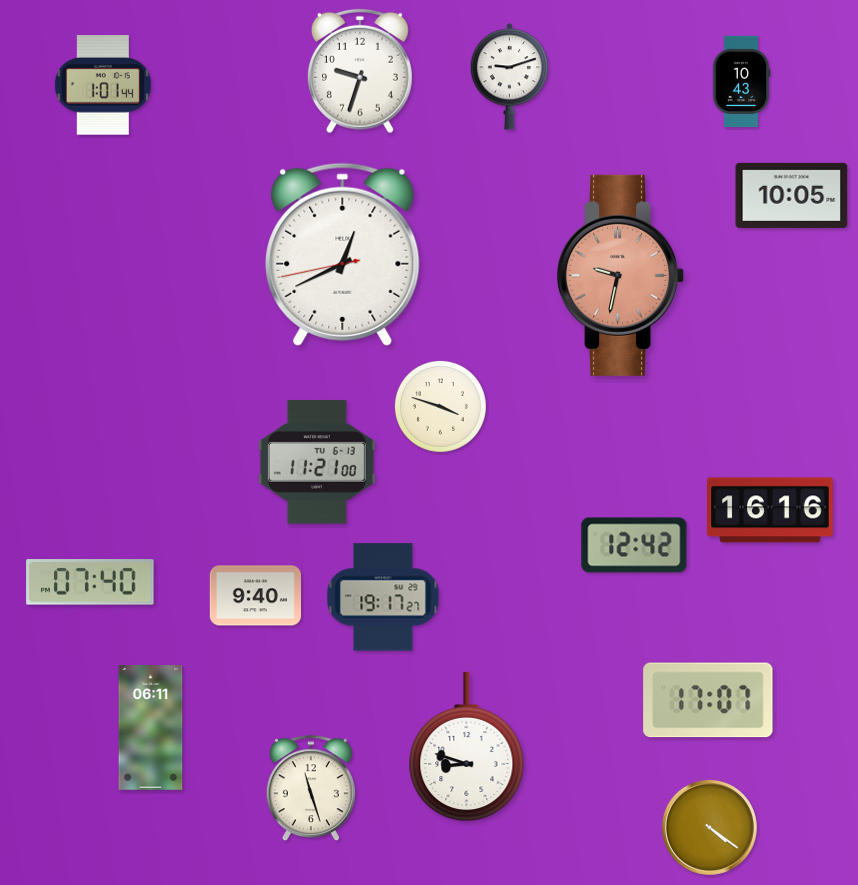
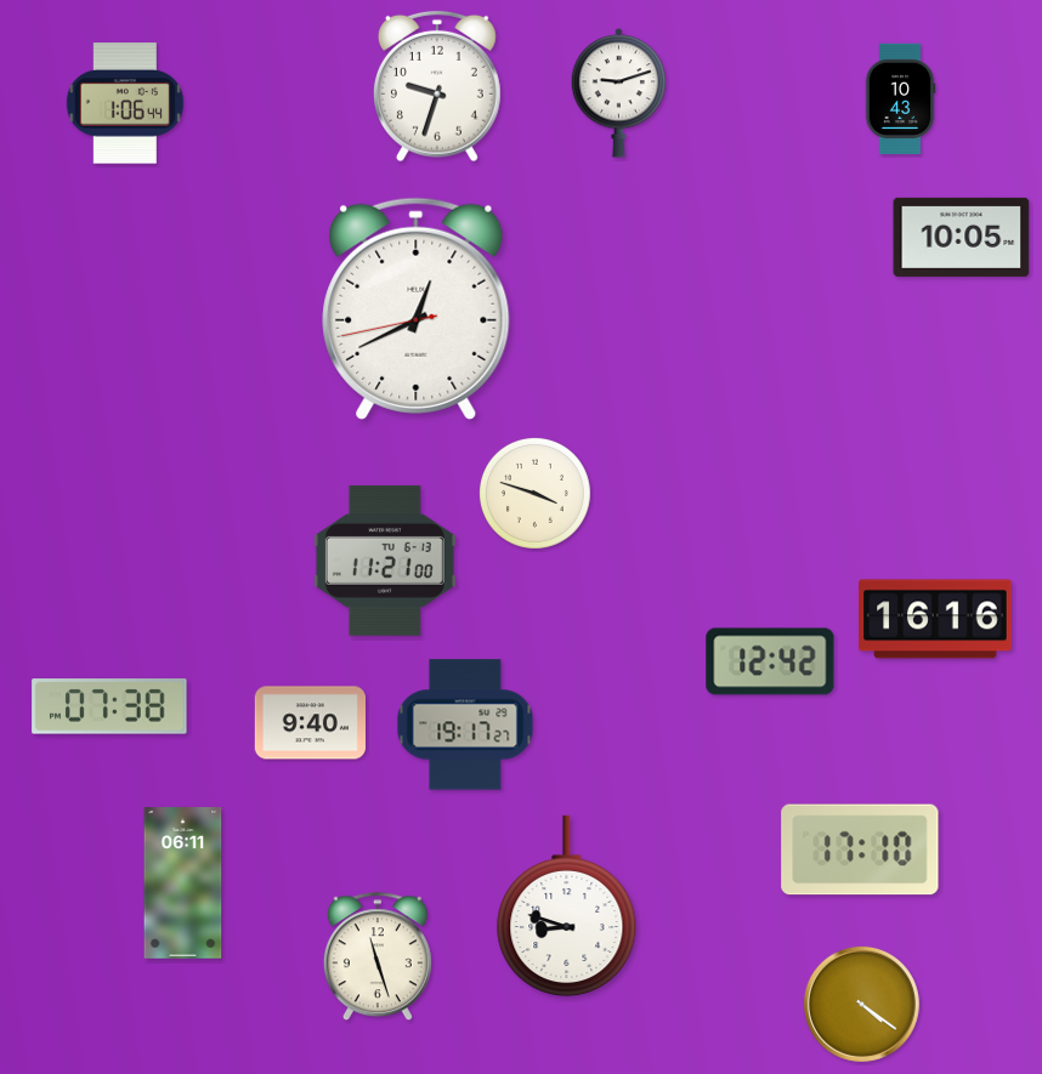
clock at (103, 85): 1:01 -> 1:06
clock at (621, 275): 9:32 -> none
clock at (90, 582): 07:40 -> 07:38
clock at (708, 700): 17:07 -> 17:10
